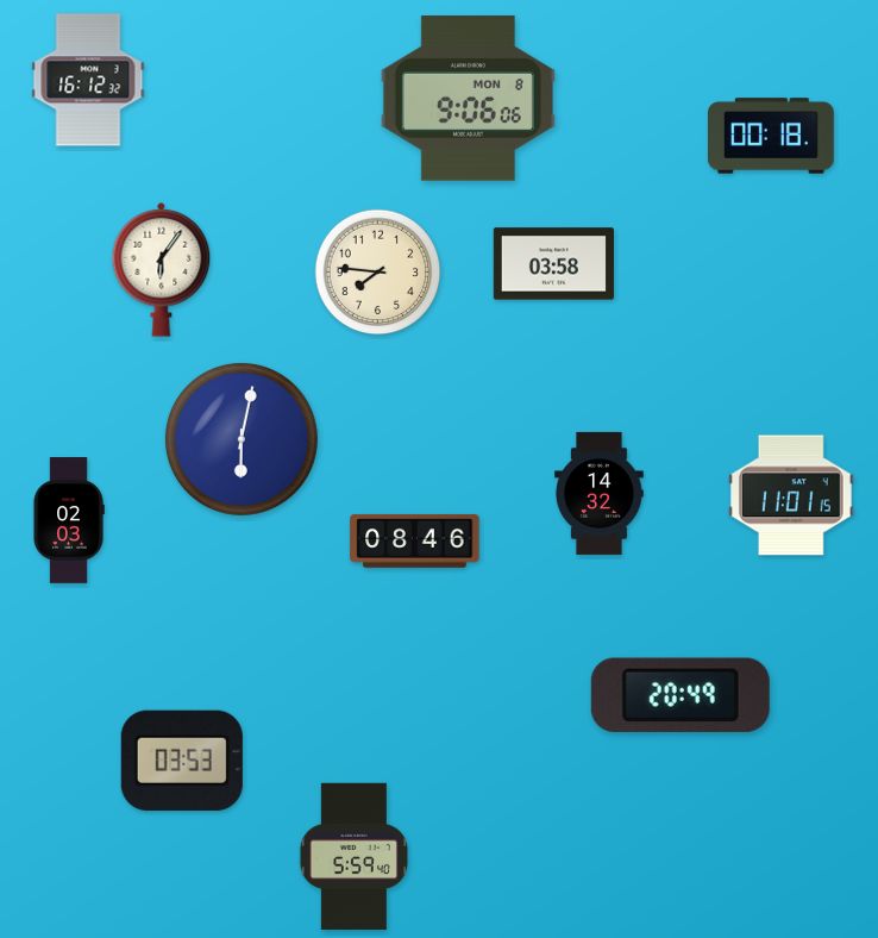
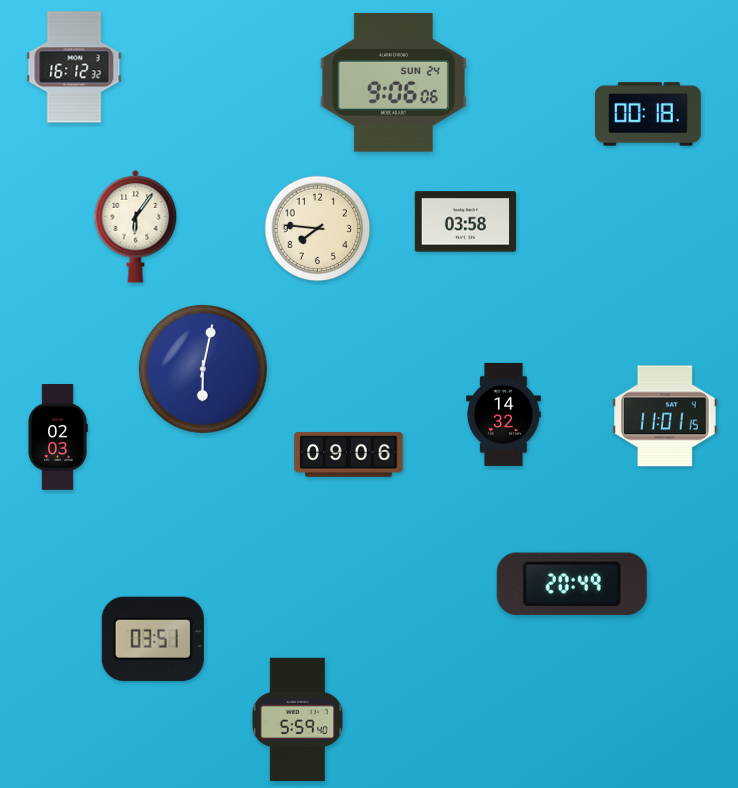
clock at (468, 99) date: MON 8 -> SUN 24
clock at (415, 540): 08:46 -> 09:06
clock at (182, 761): 03:53 -> 03:51
